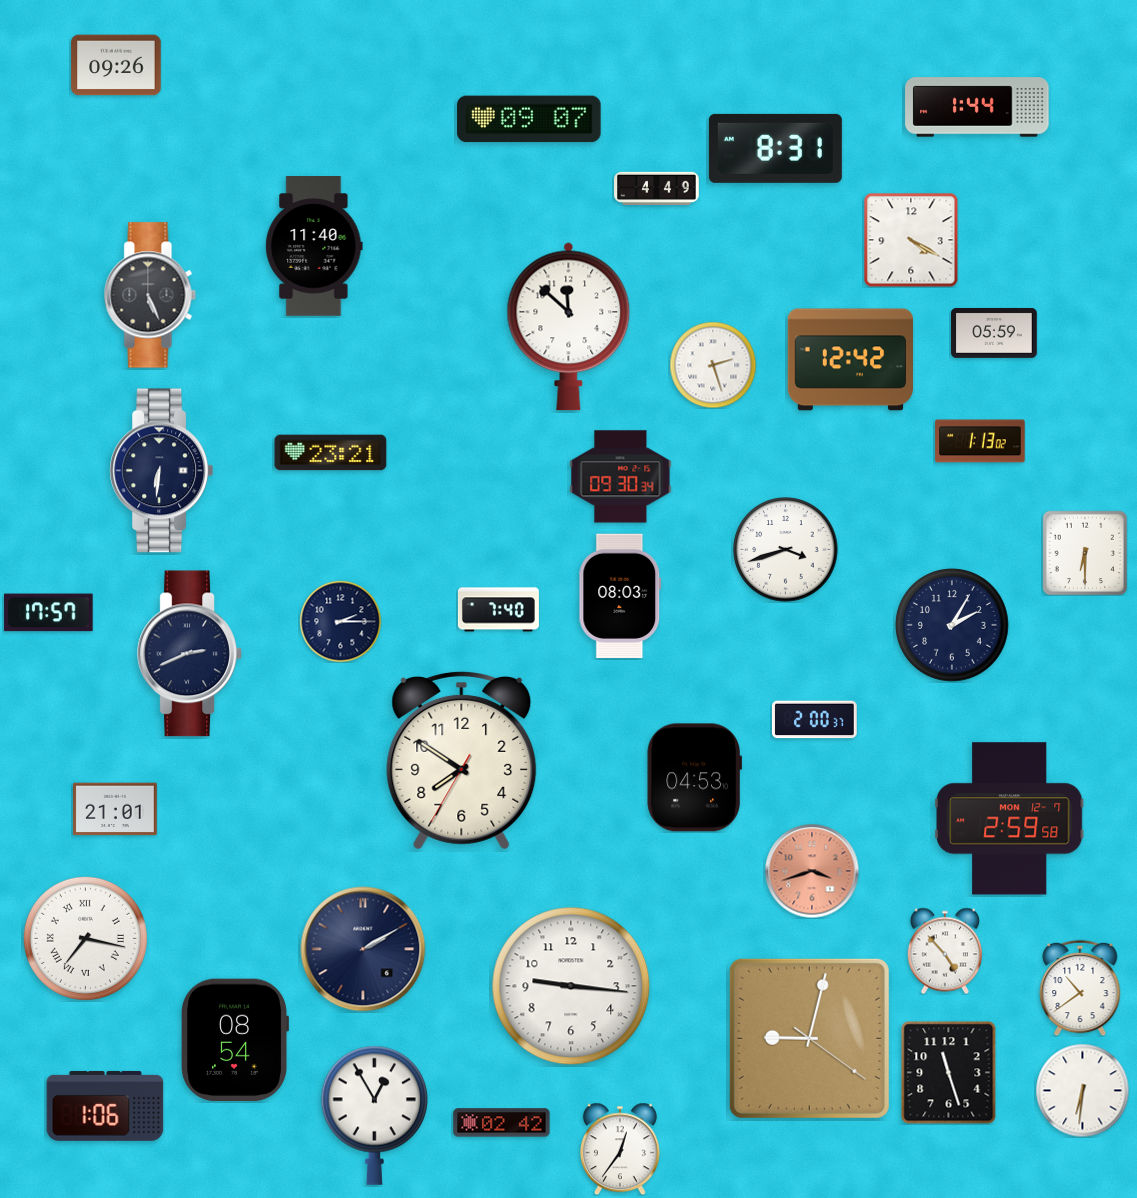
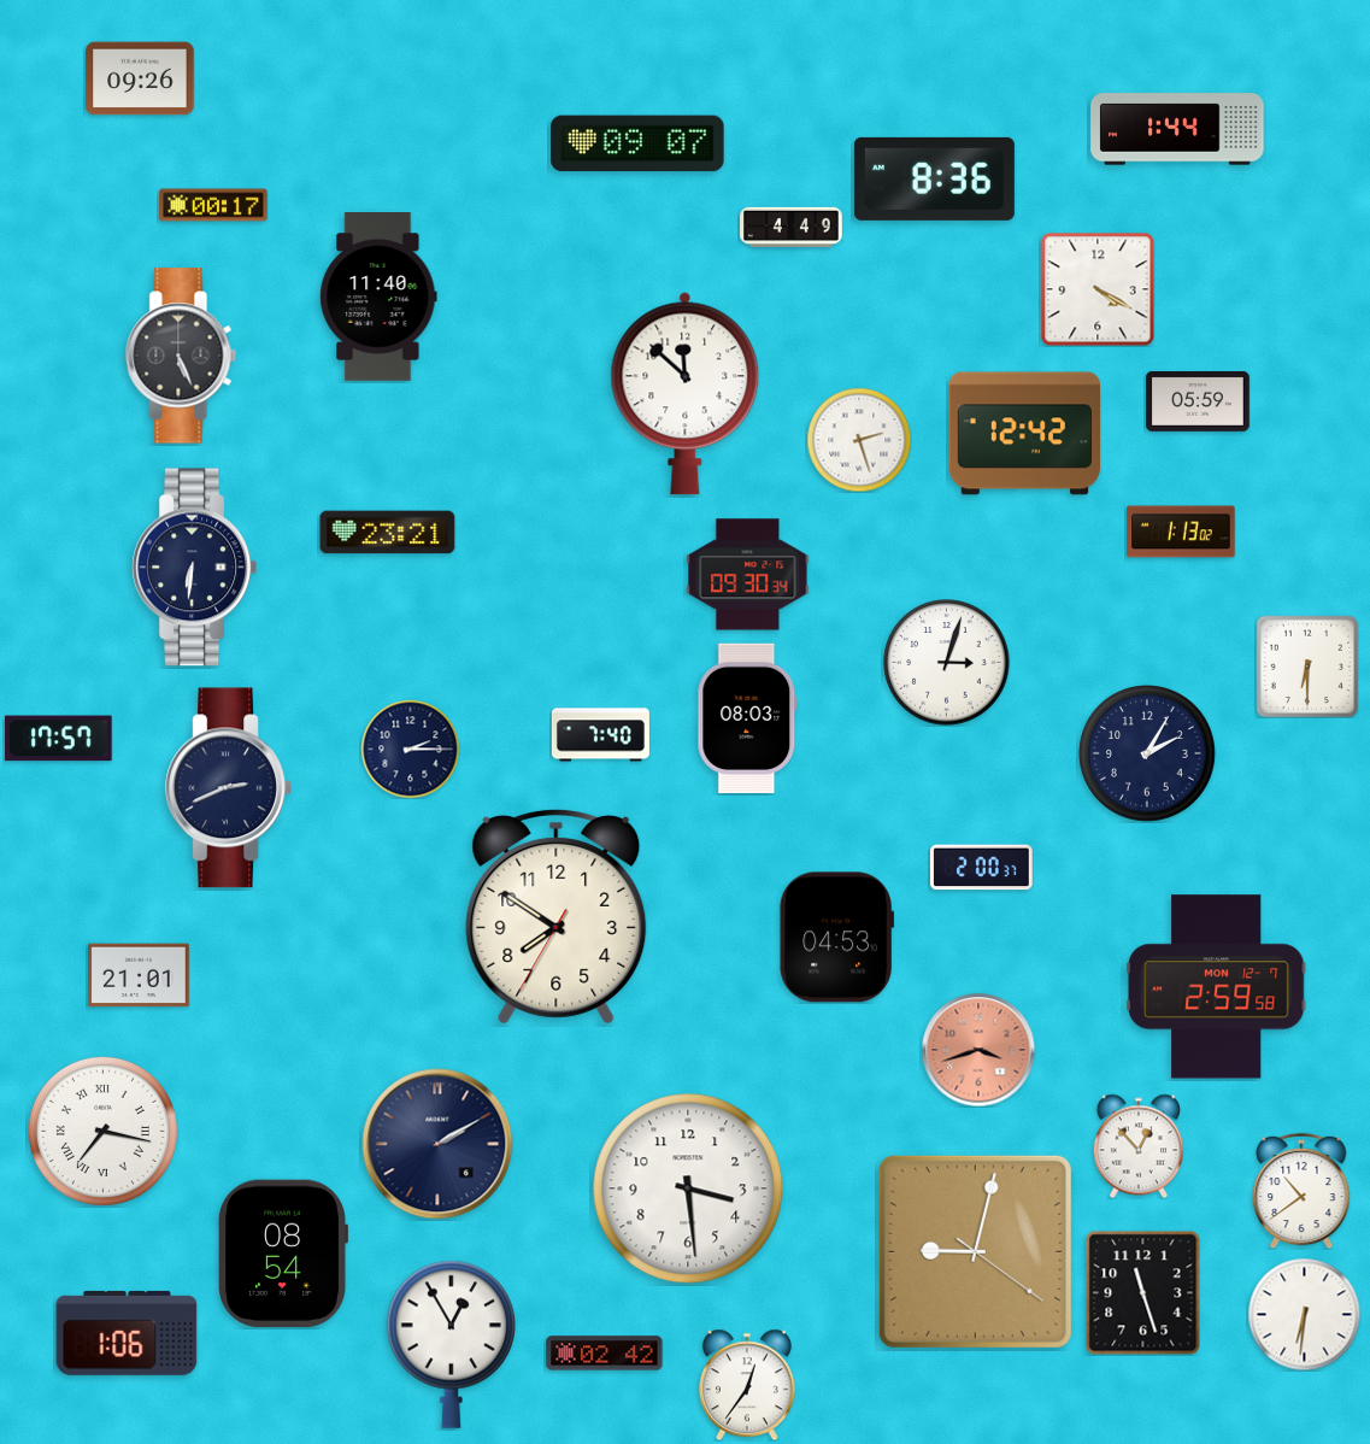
clock at (775, 148): 8:31 -> 8:36
clock at (213, 205): none -> 00:17
clock at (331, 453) position: (331, 453) -> (388, 533)
clock at (786, 550): 3:42 -> 3:03
clock at (945, 951): 4:53 -> 12:53
clock at (571, 986): 9:16 -> 3:29
